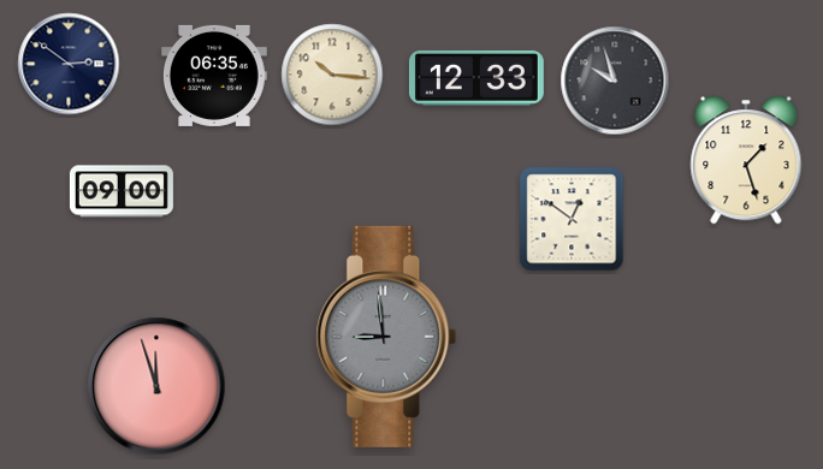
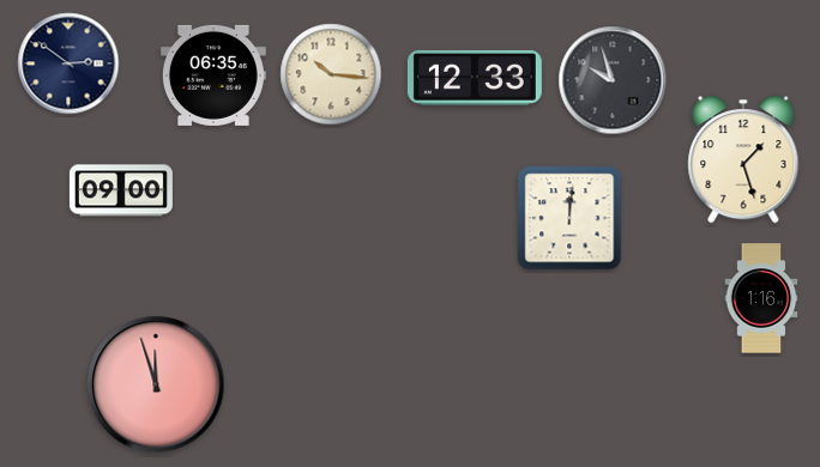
clock at (572, 219): 12:51 -> 12:01
clock at (761, 298): none -> 1:16
clock at (386, 337): 8:59 -> none
